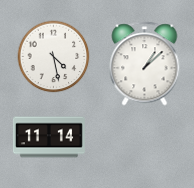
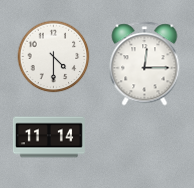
clock at (54, 57): 4:28 -> 4:30
clock at (145, 64): 1:08 -> 12:15
